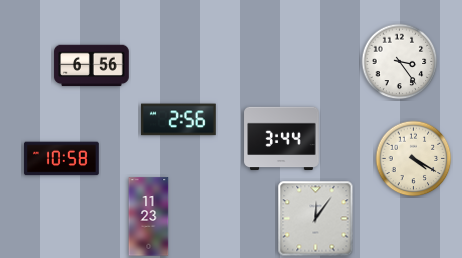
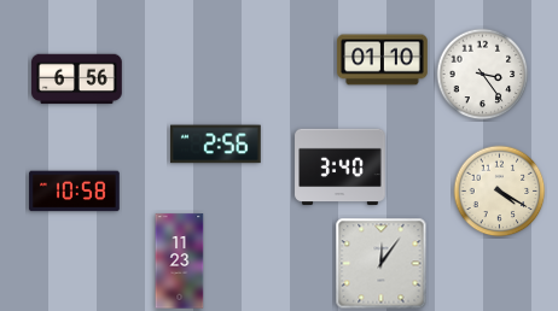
clock at (383, 60): none -> 01:10
clock at (92, 66) position: (92, 66) -> (77, 80)
clock at (282, 139): 3:44 -> 3:40
